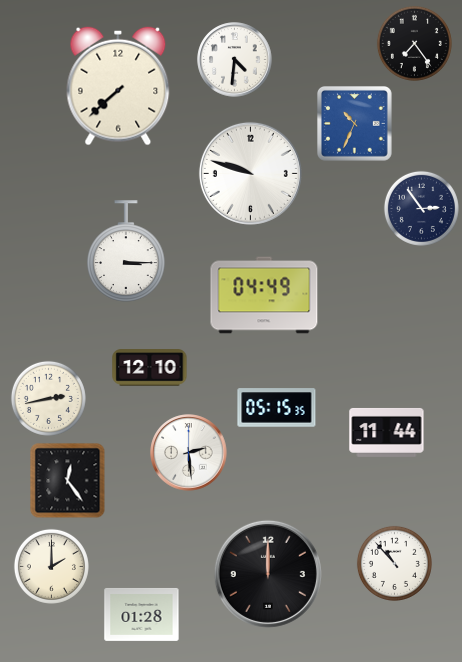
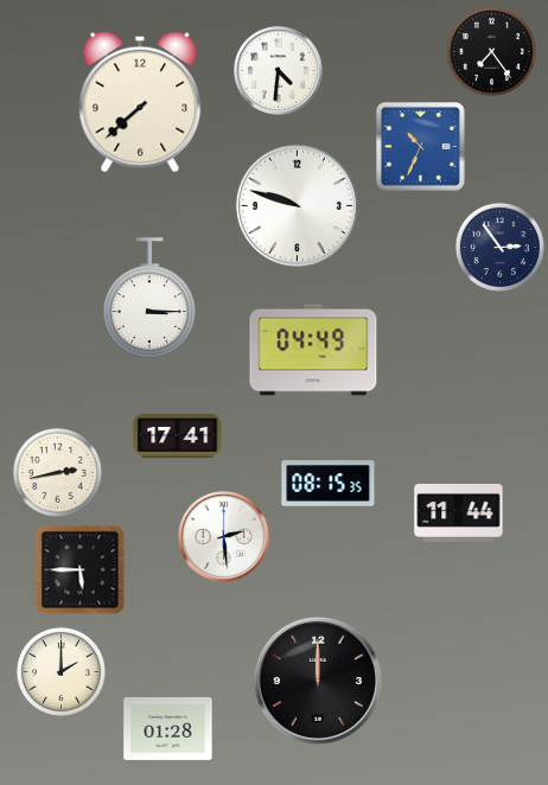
clock at (150, 368): 12:10 -> 17:41
clock at (277, 408): 05:15 -> 08:15
clock at (68, 481): 12:24 -> 5:45
clock at (394, 563): 10:53 -> none
